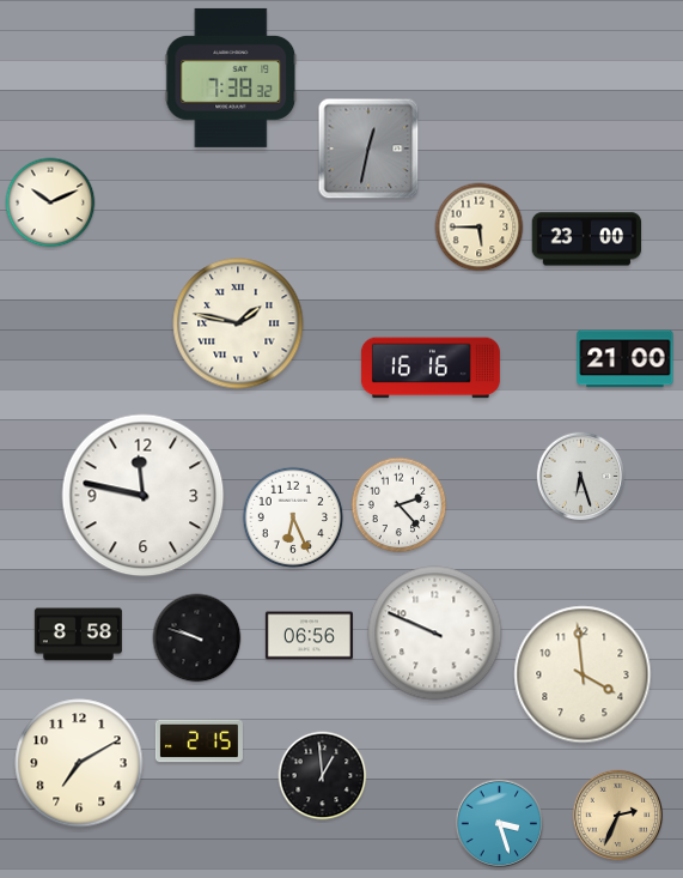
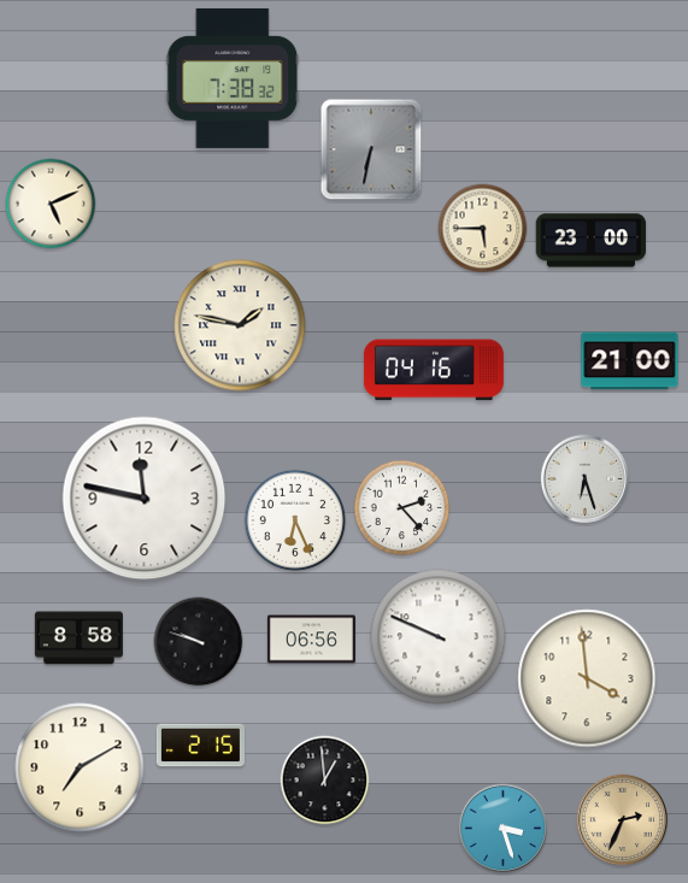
clock at (368, 149): 12:32 -> 6:32
clock at (50, 202): 10:11 -> 5:11
clock at (431, 368): 16:16 -> 04:16
